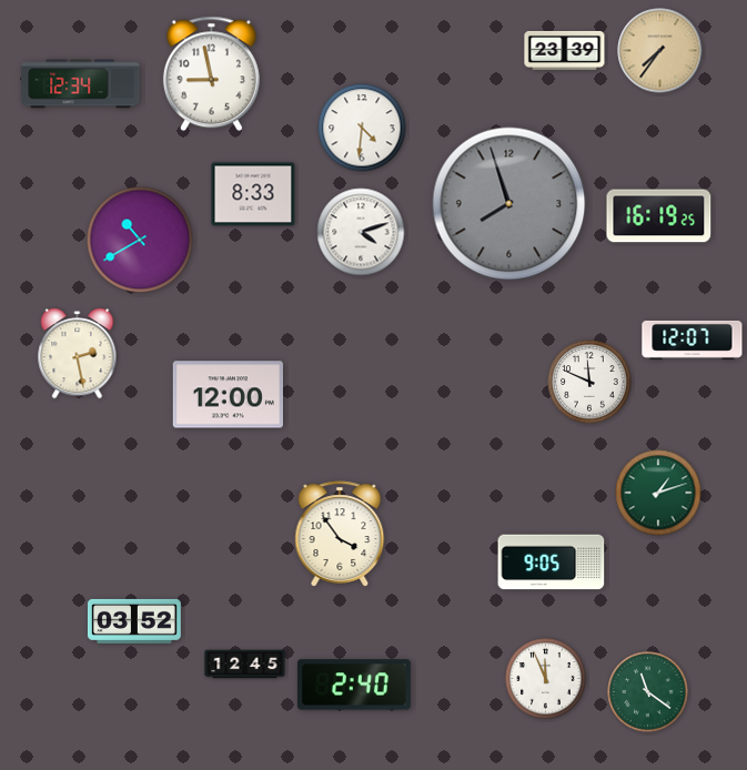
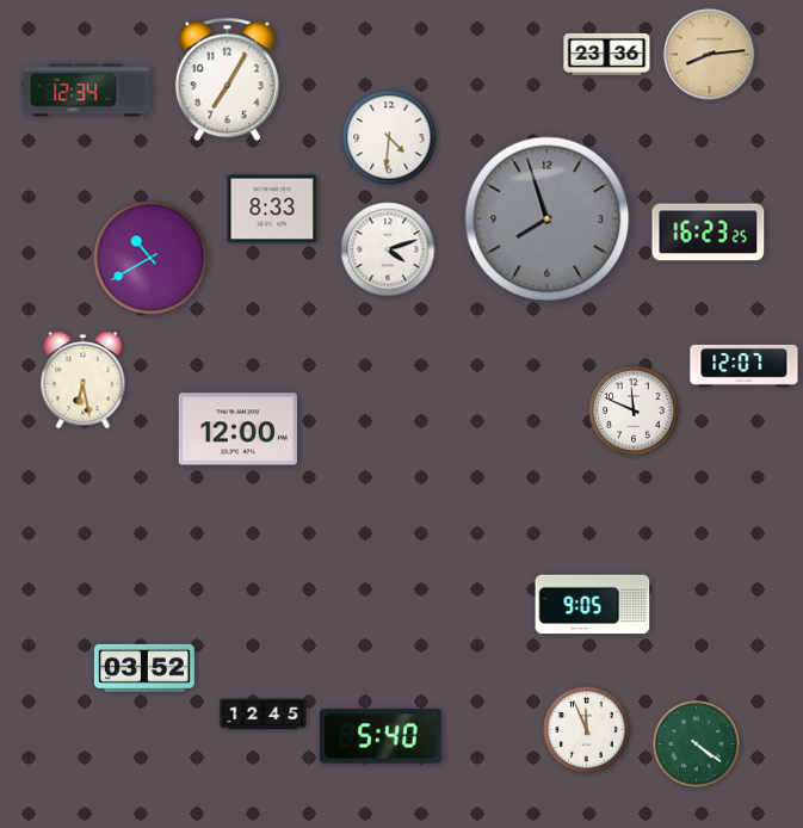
clock at (565, 50): 23:39 -> 23:36
clock at (660, 51): 7:36 -> 8:14
clock at (211, 74): 8:58 -> 7:05
clock at (659, 216): 16:19 -> 16:23
clock at (78, 354): 2:28 -> 6:28
clock at (228, 395) position: (228, 395) -> (237, 430)
clock at (658, 493): 1:12 -> none
clock at (340, 534): 3:54 -> none
clock at (354, 685): 2:40 -> 5:40
clock at (648, 692): 11:21 -> 4:21
